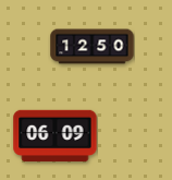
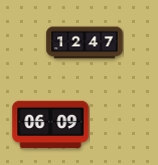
clock at (93, 47): 12:50 -> 12:47
